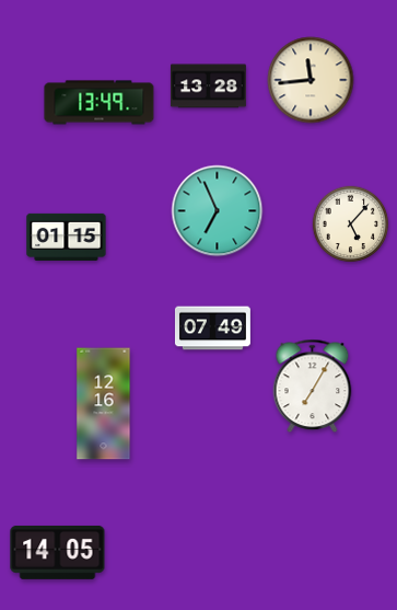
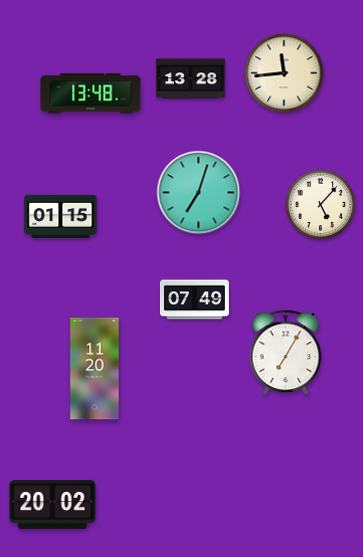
clock at (100, 103): 13:49 -> 13:48
clock at (218, 211): 6:56 -> 7:03
clock at (104, 404): 12:16 -> 11:20
clock at (58, 552): 14:05 -> 20:02
